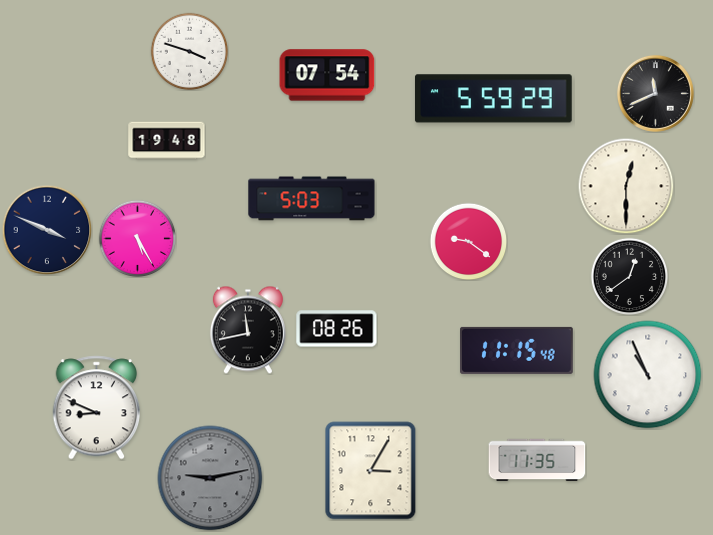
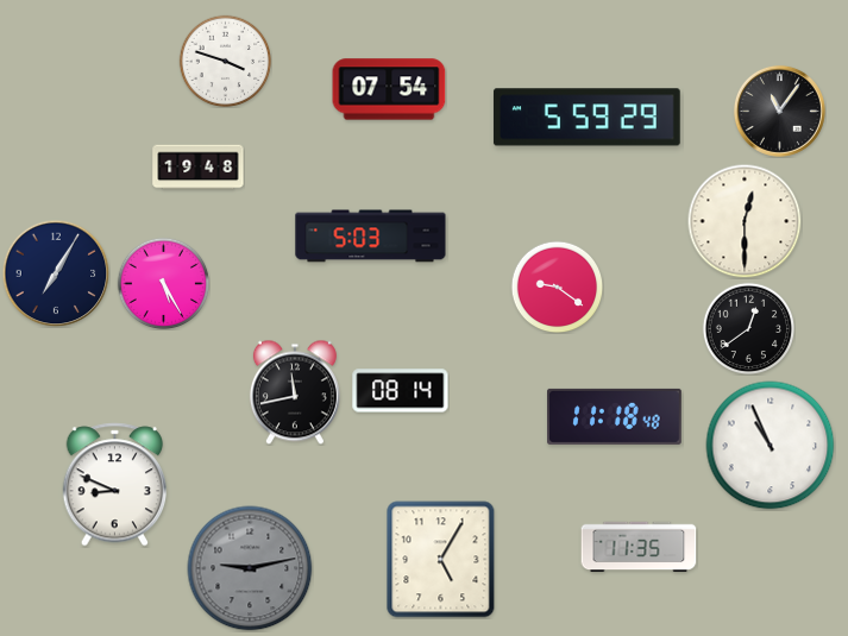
clock at (655, 93): 11:41 -> 11:06
clock at (47, 230): 3:49 -> 7:05
clock at (337, 329): 08:26 -> 08:14
clock at (517, 350): 11:15 -> 11:18
clock at (371, 471): 3:05 -> 5:05
